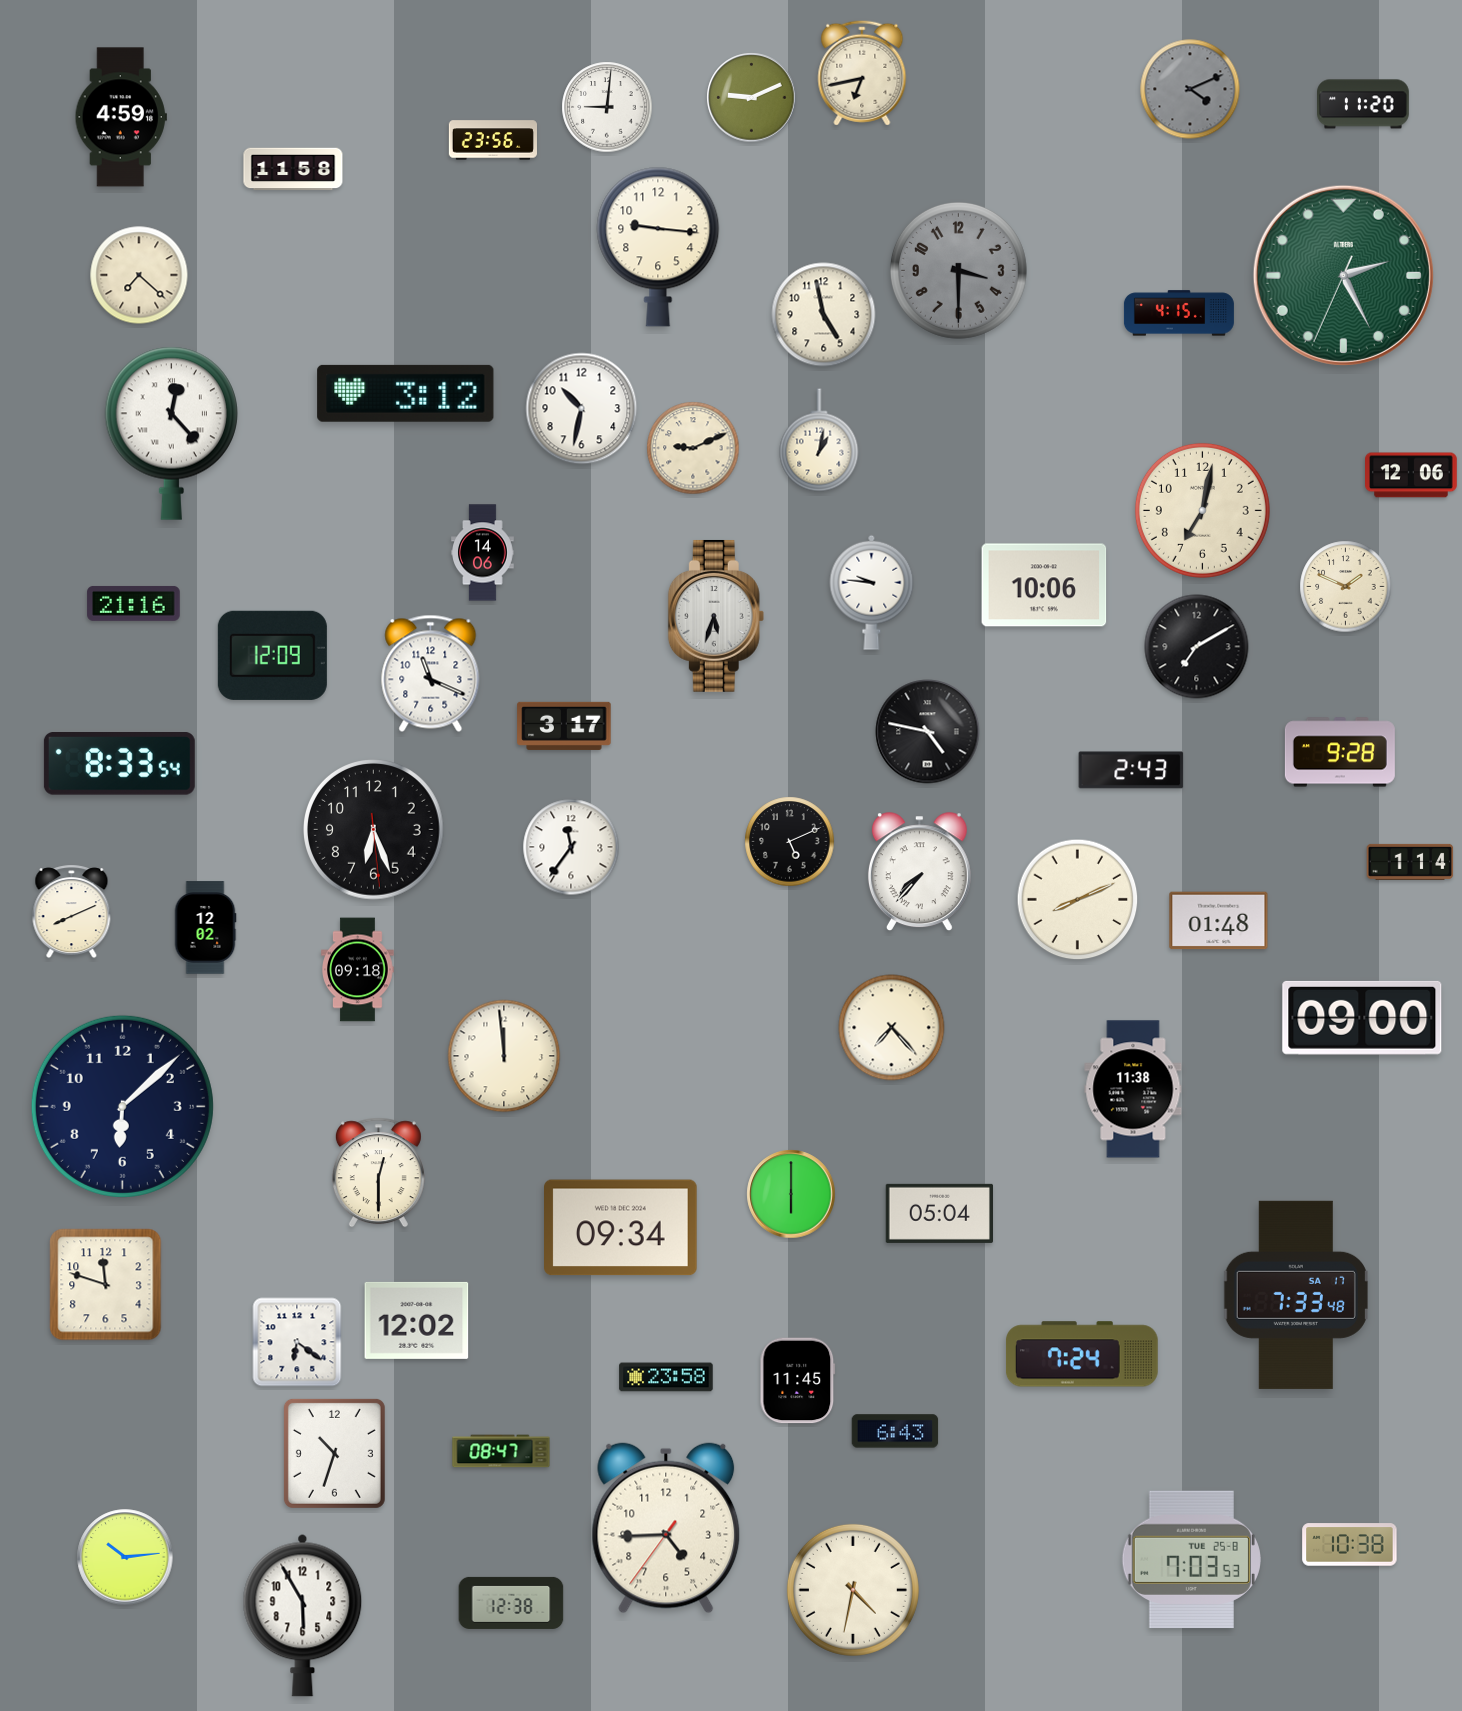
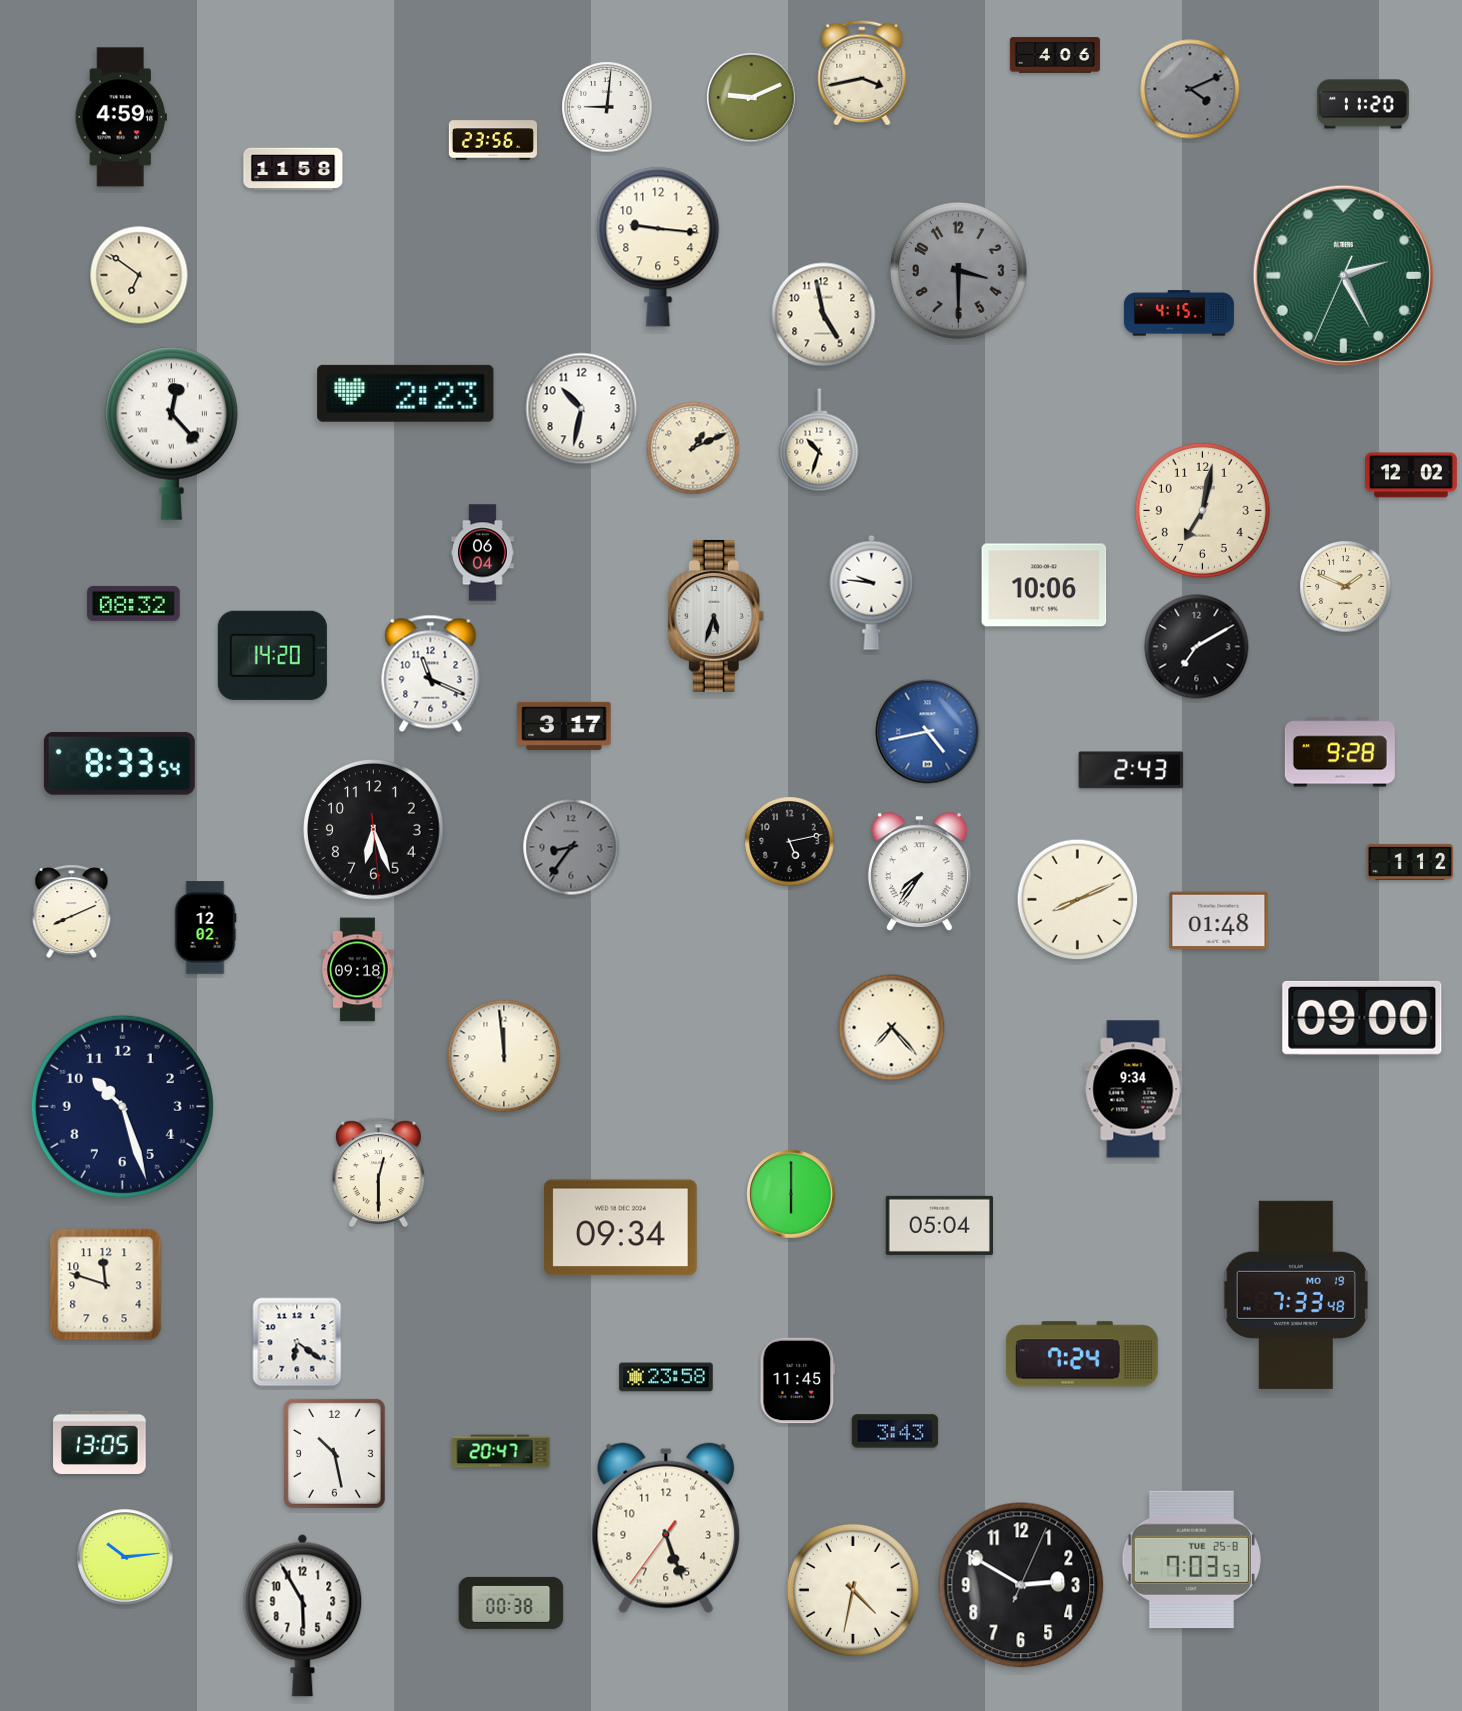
clock at (1055, 55): none -> 4:06
clock at (862, 73): 6:43 -> 3:43
clock at (139, 275): 7:22 -> 6:51
clock at (406, 393): 3:12 -> 2:23
clock at (819, 440): 1:02 -> 10:33
clock at (693, 448): 9:11 -> 1:11
clock at (1412, 475): 12:06 -> 12:02
clock at (483, 553): 14:06 -> 06:04
clock at (134, 603): 21:16 -> 08:32
clock at (272, 655): 12:09 -> 14:20
clock at (928, 732): 4:47 -> 4:43
clock at (928, 732) dial: black -> blue
clock at (790, 842): 5:11 -> 5:13
clock at (571, 847): 11:36 -> 8:36
clock at (571, 847) dial: white -> grey
clock at (1410, 862): 1:14 -> 1:12
clock at (919, 872): 7:37 -> 7:36
clock at (1133, 1089): 11:38 -> 9:34
clock at (122, 1106): 6:08 -> 10:27
clock at (939, 1213) position: (939, 1213) -> (939, 1225)
clock at (1296, 1295) date: SA 17 -> MO 19
clock at (417, 1320): 12:02 -> none
clock at (895, 1431): 6:43 -> 3:43
clock at (100, 1442): none -> 13:05
clock at (501, 1451): 08:47 -> 20:47
clock at (334, 1453): 10:33 -> 10:28
clock at (666, 1528): 4:44 -> 5:26
clock at (1350, 1545): 10:38 -> none
clock at (1021, 1585): none -> 2:50
clock at (511, 1603): 12:38 -> 00:38
